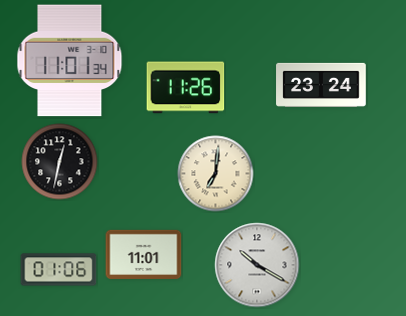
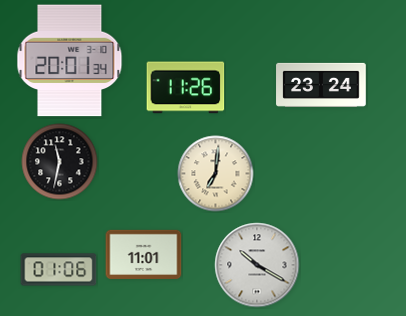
clock at (70, 61): 11:01 -> 20:01
clock at (60, 162): 12:32 -> 11:32
